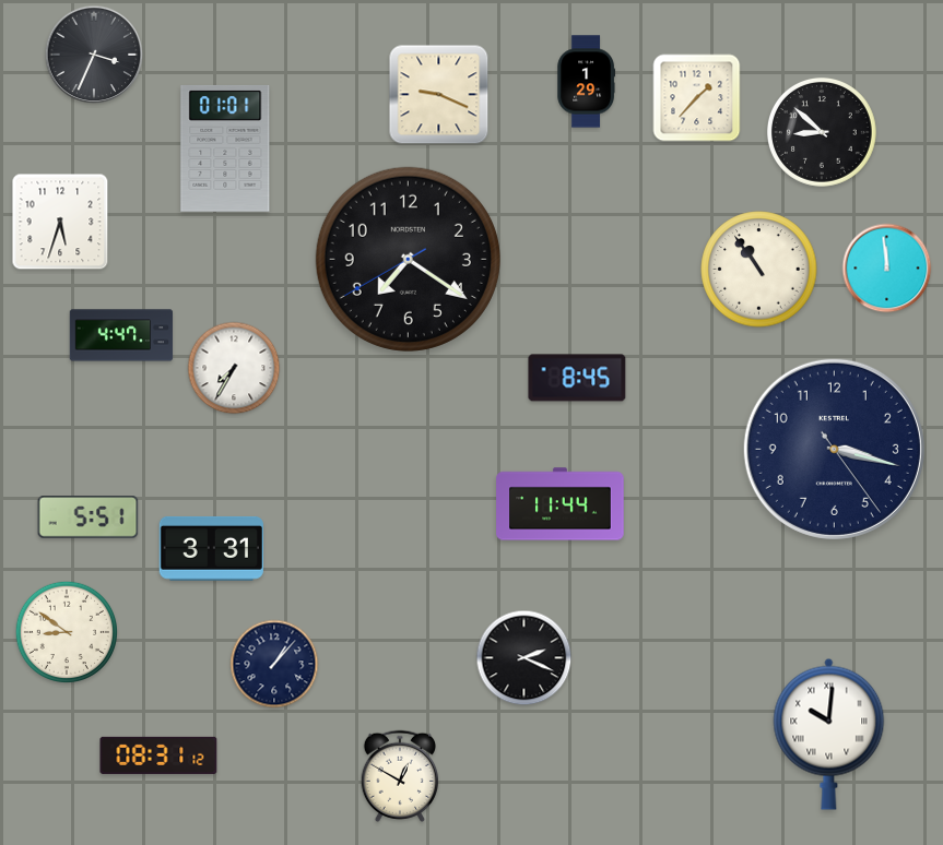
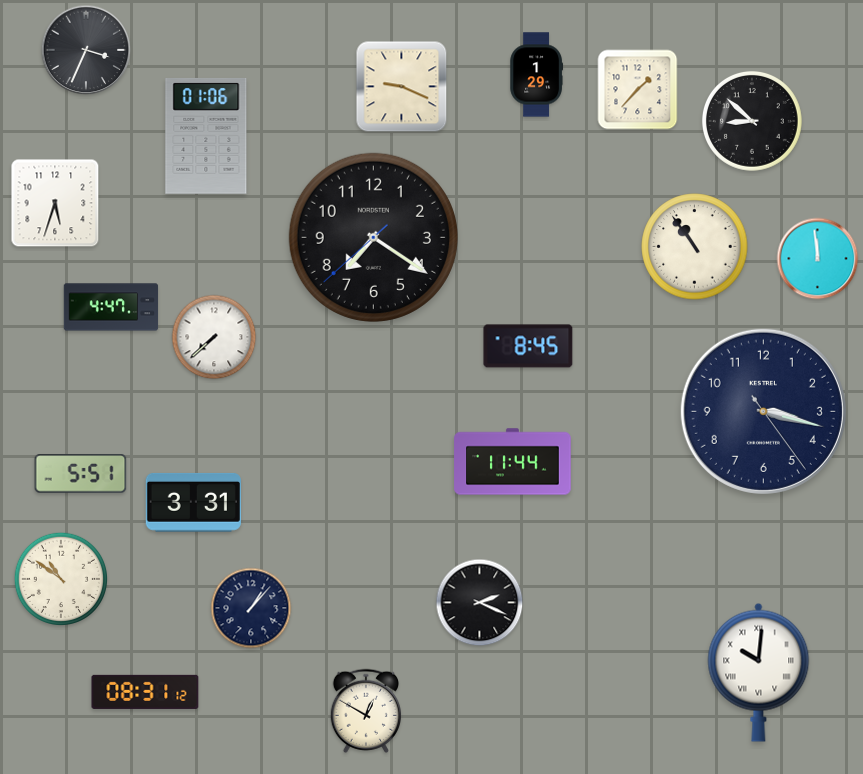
clock at (225, 148): 01:01 -> 01:06
clock at (408, 259): 7:20:40 -> 7:20:38
clock at (887, 269) position: (887, 269) -> (818, 259)
clock at (234, 368): 7:35 -> 7:38
clock at (66, 631): 8:51 -> 10:51
